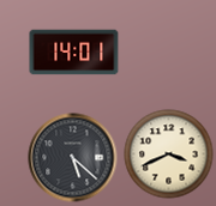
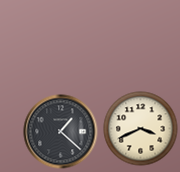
clock at (74, 53): 14:01 -> none
clock at (73, 158): 5:22 -> 1:22
